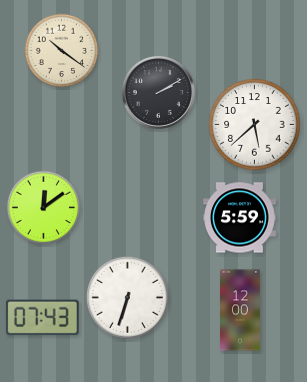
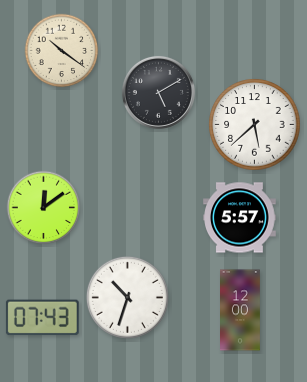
clock at (158, 92): 2:10 -> 5:10
clock at (240, 218): 5:59 -> 5:57
clock at (127, 297): 6:33 -> 10:33
